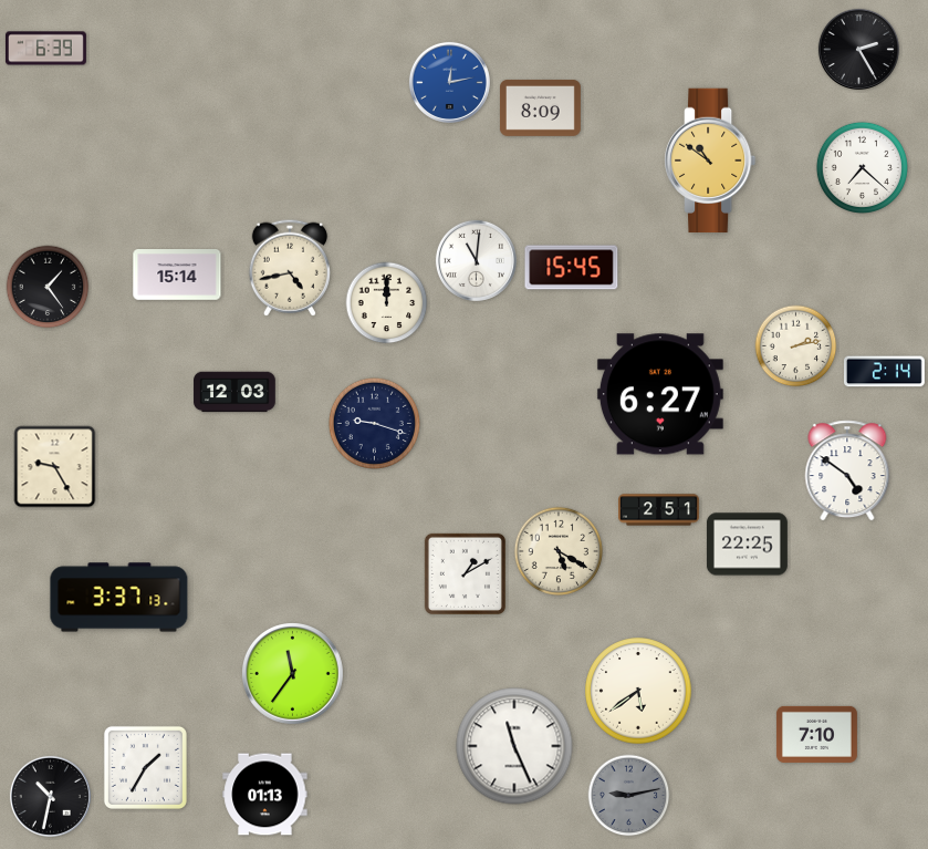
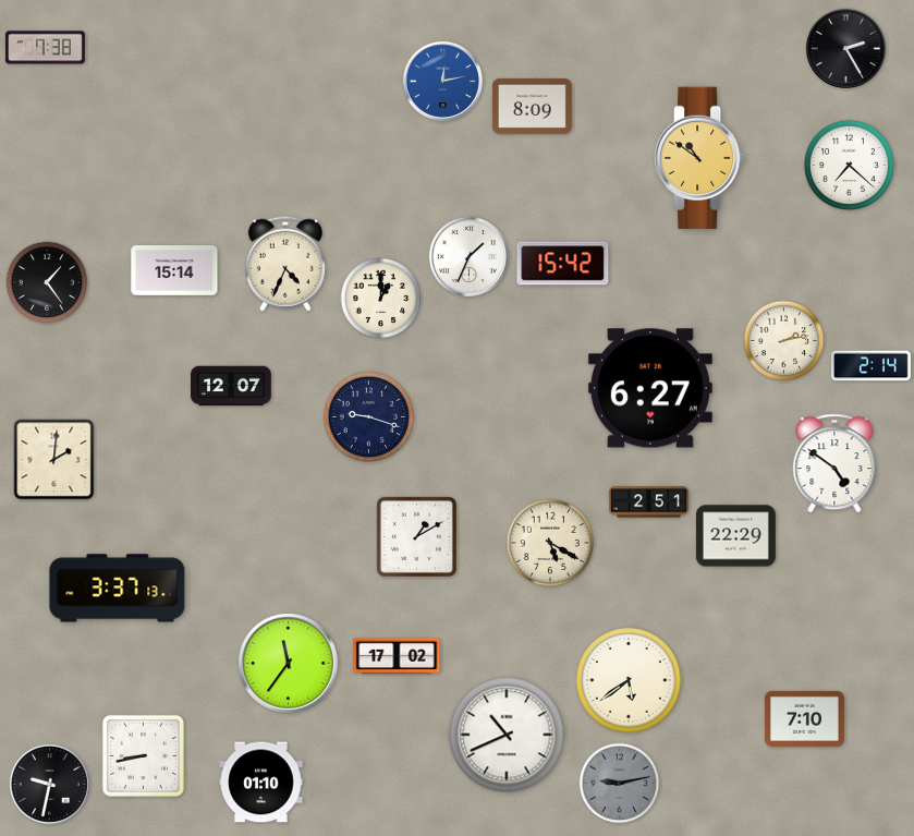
clock at (45, 49): 6:39 -> 7:38
clock at (476, 260): 11:01 -> 1:34
clock at (290, 268): 4:43 -> 4:34
clock at (572, 268): 15:45 -> 15:42
clock at (387, 303): 12:00 -> 1:00
clock at (234, 392): 12:03 -> 12:07
clock at (55, 467): 9:25 -> 2:01
clock at (747, 545): 22:25 -> 22:29
clock at (465, 573) position: (465, 573) -> (416, 536)
clock at (397, 656): none -> 17:02
clock at (816, 734) position: (816, 734) -> (804, 718)
clock at (514, 746): 11:26 -> 10:41
clock at (145, 767): 1:35 -> 8:43
clock at (265, 795): 01:13 -> 01:10
clock at (50, 796): 10:32 -> 9:32
